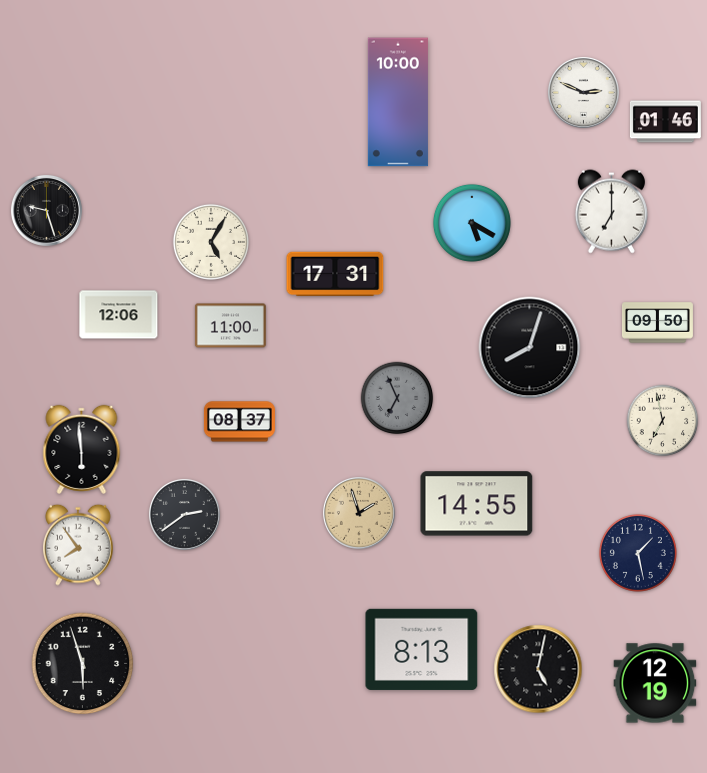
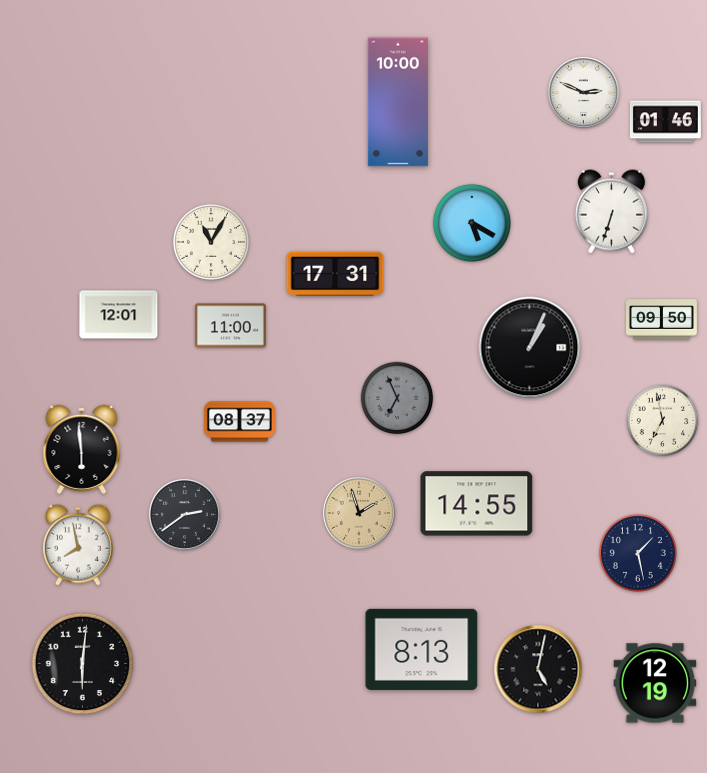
clock at (46, 210): 9:27 -> none
clock at (611, 212): 7:00 -> 6:33
clock at (211, 242): 5:05 -> 11:05
clock at (119, 315): 12:06 -> 12:01
clock at (657, 323) position: (657, 323) -> (661, 320)
clock at (530, 348): 8:03 -> 1:04
clock at (79, 545): 7:54 -> 7:58
clock at (83, 664): 5:57 -> 6:01
